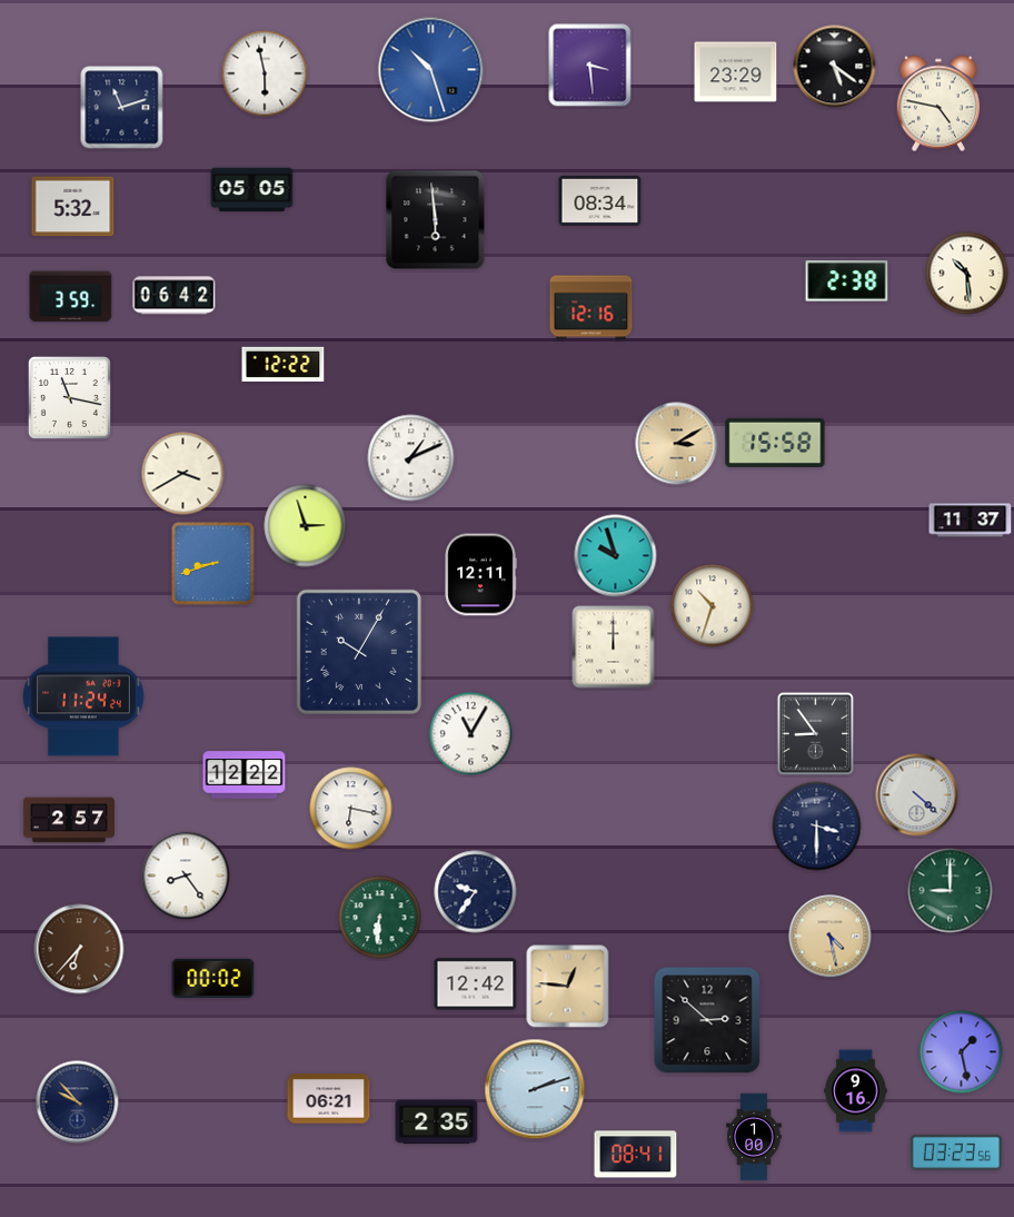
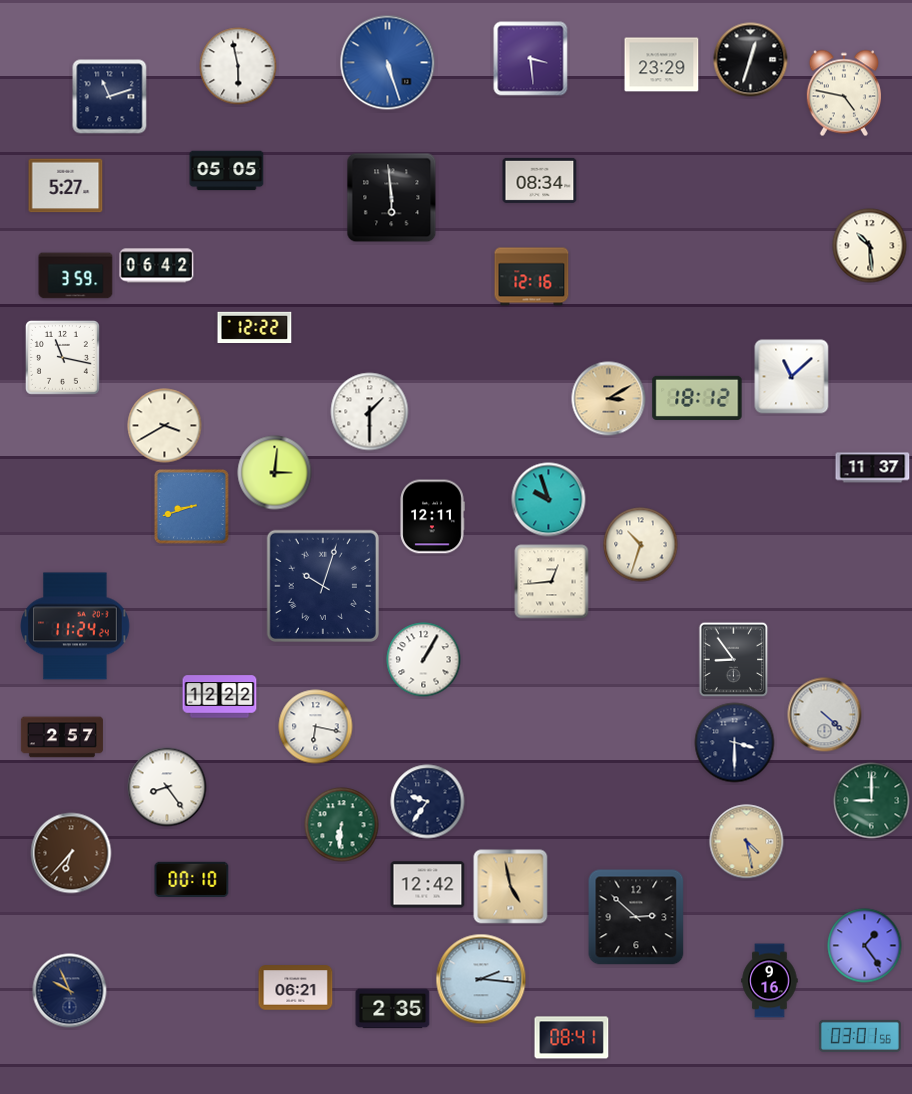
clock at (835, 67): 5:21 -> 12:33
clock at (431, 70): 10:27 -> 5:27
clock at (73, 207): 5:32 -> 5:27
clock at (847, 281): 2:38 -> none
clock at (71, 297) position: (71, 297) -> (76, 276)
clock at (792, 377): none -> 11:08
clock at (775, 443): 15:58 -> 18:12
clock at (411, 458): 1:11 -> 1:30
clock at (306, 526): 2:57 -> 3:01
clock at (616, 556) position: (616, 556) -> (549, 500)
clock at (614, 647): 12:00 -> 12:44
clock at (359, 652): 10:05 -> 10:03
clock at (471, 734): 11:05 -> 1:05
clock at (951, 891) position: (951, 891) -> (872, 801)
clock at (213, 978): 00:02 -> 00:10
clock at (568, 987): 12:46 -> 4:58
clock at (962, 1052): 1:28 -> 1:24
clock at (535, 1089): 2:12 -> 2:16
clock at (78, 1102): 9:53 -> 9:56
clock at (754, 1137): 1:00 -> none
clock at (956, 1152): 03:23 -> 03:01
